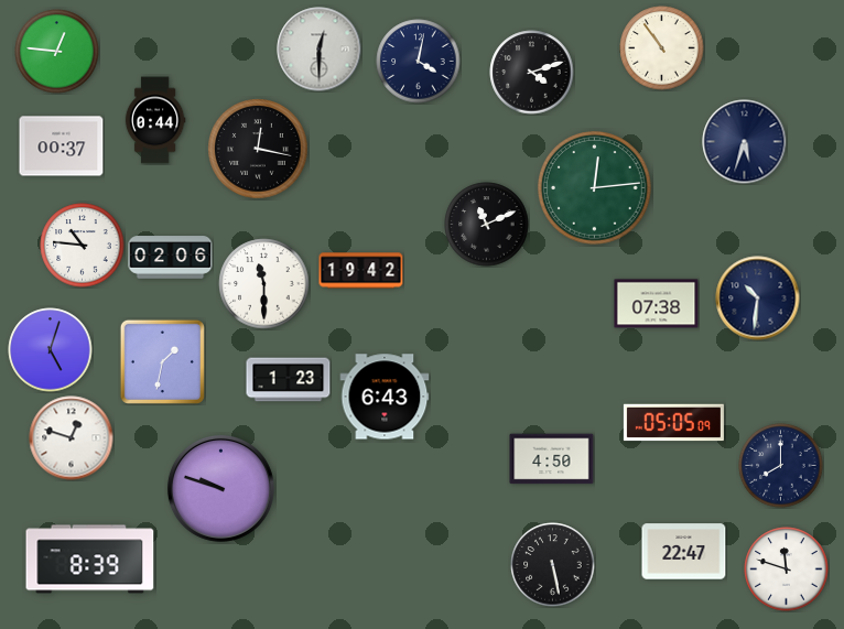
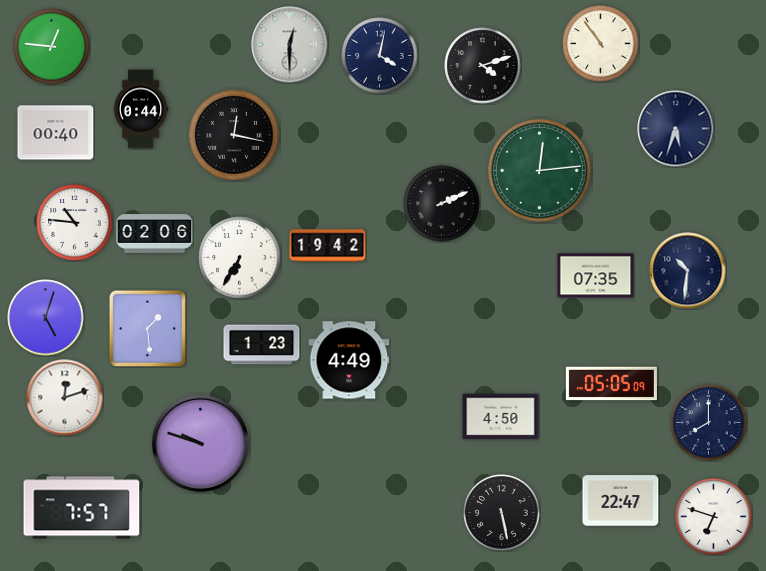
clock at (62, 147): 00:37 -> 00:40
clock at (487, 225): 11:11 -> 2:11
clock at (264, 284): 11:30 -> 6:35
clock at (657, 304): 07:38 -> 07:35
clock at (162, 361): 1:32 -> 1:29
clock at (385, 397): 6:43 -> 4:49
clock at (72, 438): 12:48 -> 12:12
clock at (90, 560): 8:39 -> 7:57
clock at (787, 570): 11:48 -> 6:48
